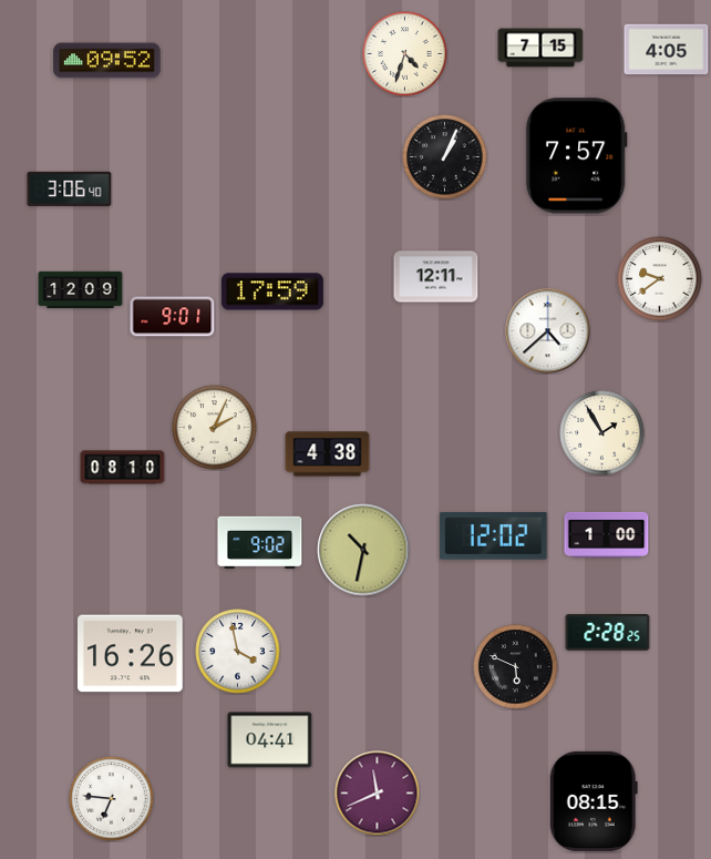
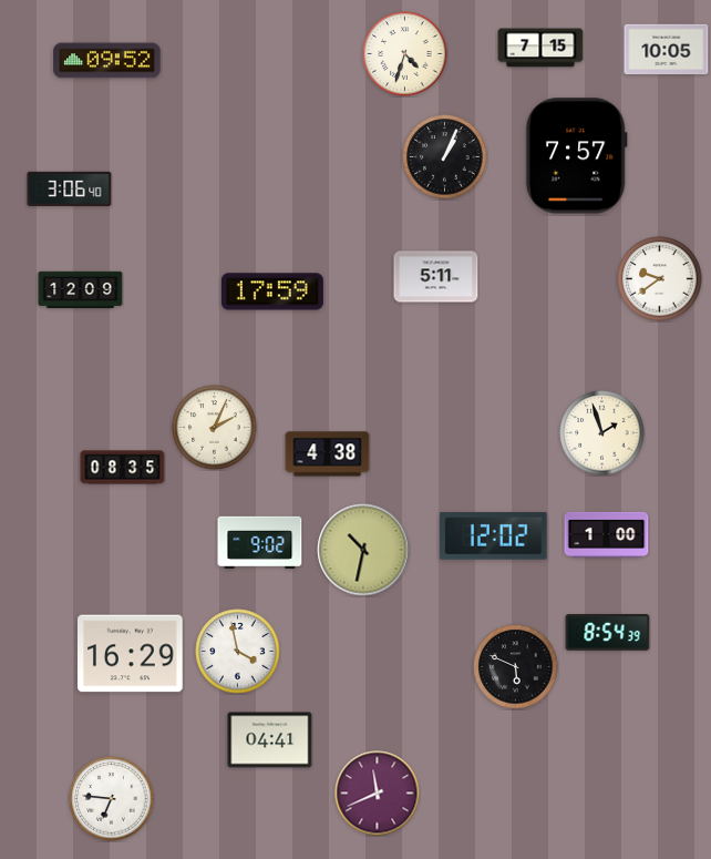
clock at (667, 50): 4:05 -> 10:05
clock at (436, 277): 12:11 -> 5:11
clock at (173, 317): 9:01 -> none
clock at (548, 331): 4:38 -> none
clock at (602, 433): 1:55 -> 1:57
clock at (123, 468): 08:10 -> 08:35
clock at (608, 633): 2:28 -> 8:54
clock at (131, 654): 16:26 -> 16:29
clock at (594, 801): 08:15 -> none
